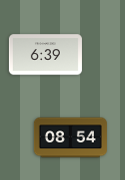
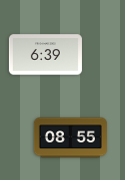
clock at (70, 138): 08:54 -> 08:55
